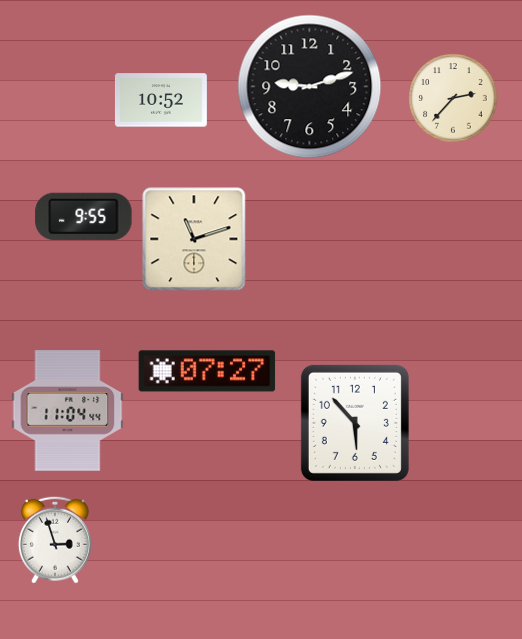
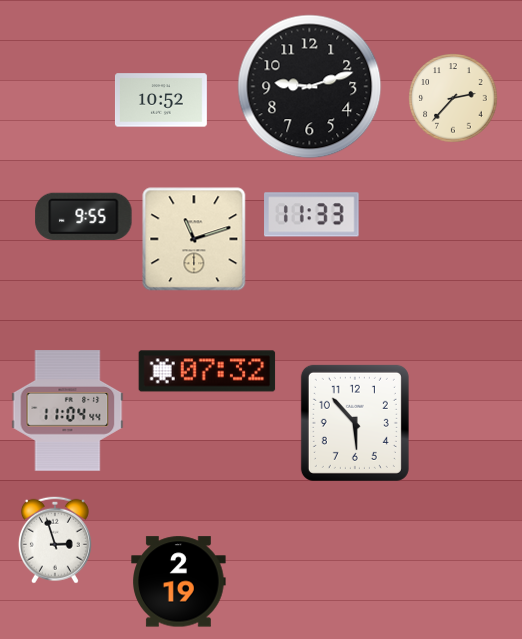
clock at (312, 215): none -> 11:33
clock at (207, 371): 07:27 -> 07:32
clock at (179, 582): none -> 2:19
